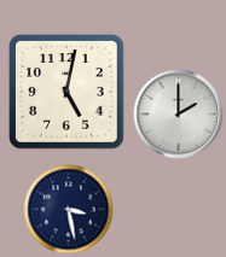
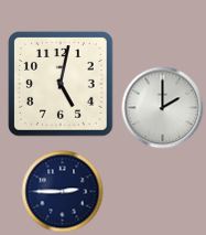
clock at (179, 115) position: (179, 115) -> (163, 108)
clock at (69, 210): 3:28 -> 2:45
